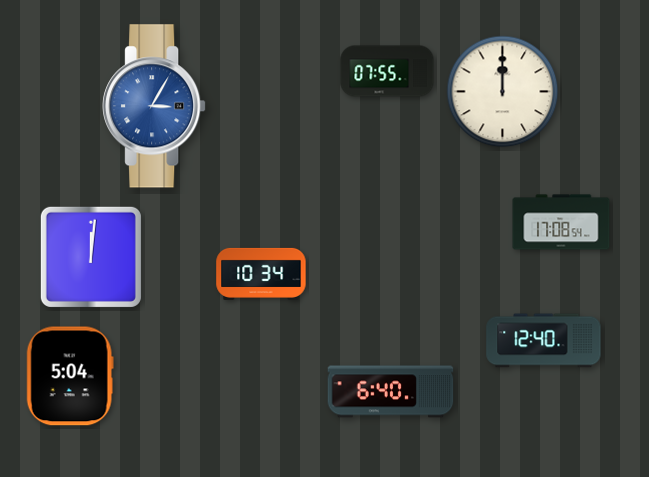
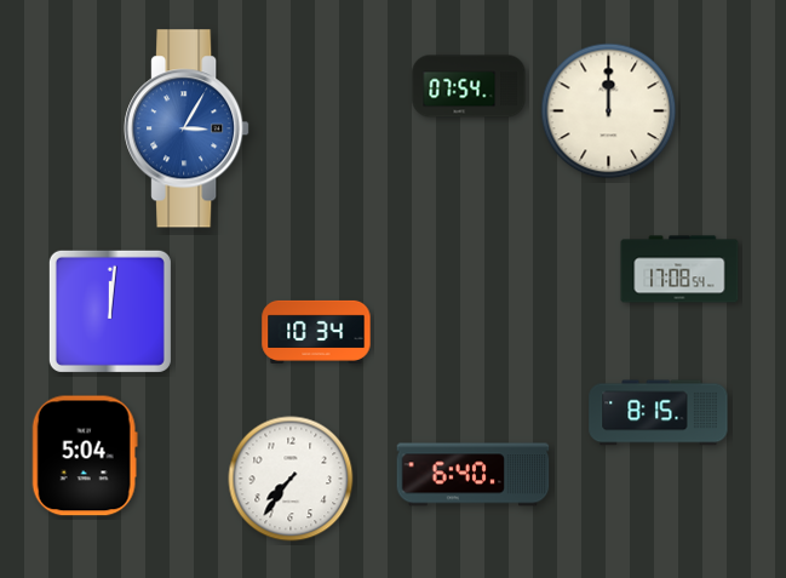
clock at (387, 71): 07:55 -> 07:54
clock at (544, 341): 12:40 -> 8:15
clock at (291, 479): none -> 7:36
